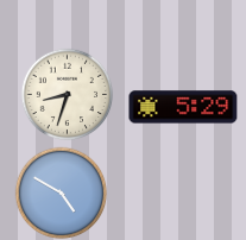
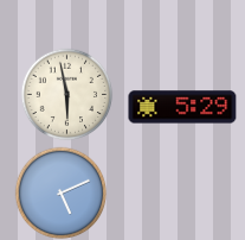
clock at (67, 94): 8:33 -> 5:58
clock at (61, 192): 4:50 -> 5:11
